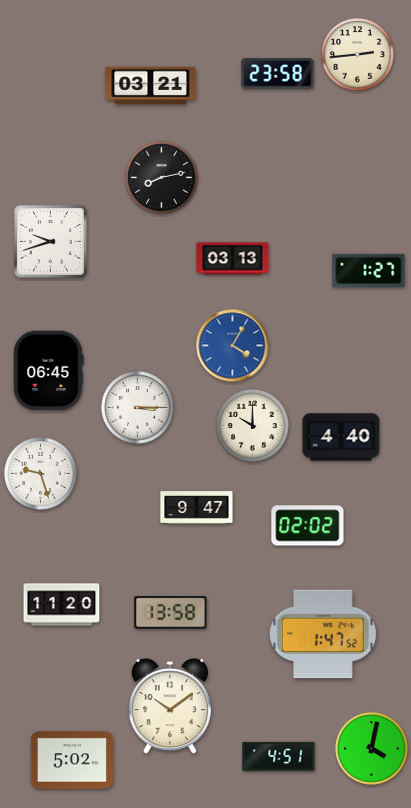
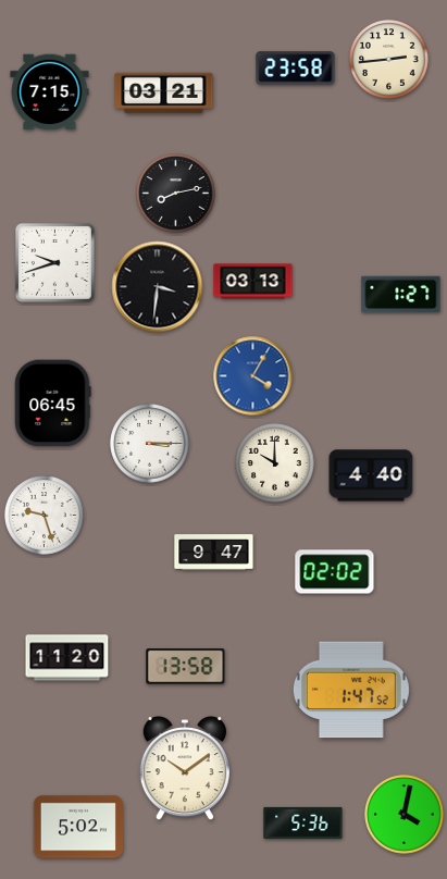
clock at (278, 74) position: (278, 74) -> (296, 69)
clock at (50, 92): none -> 7:15
clock at (158, 287): none -> 3:31
clock at (279, 756): 4:51 -> 5:36
